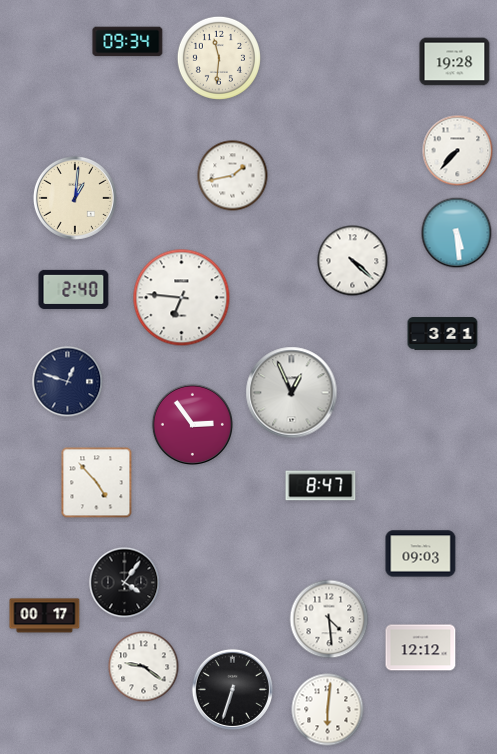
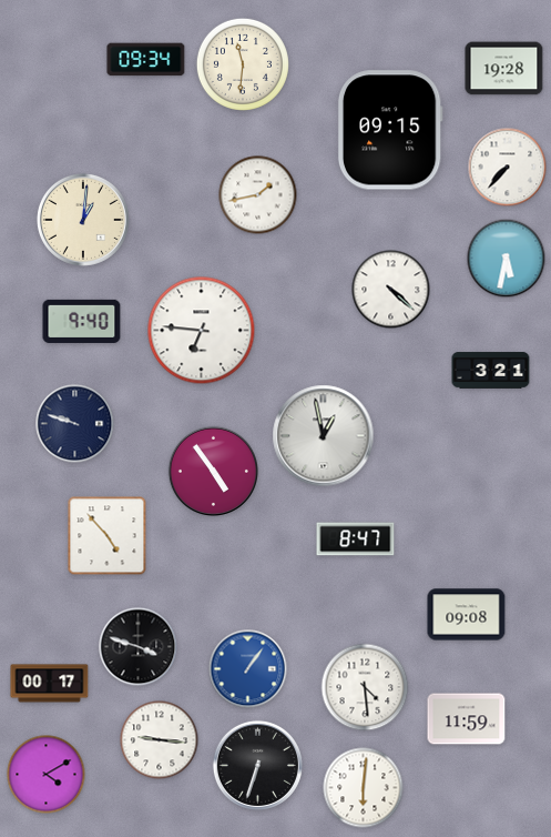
clock at (128, 42) position: (128, 42) -> (146, 60)
clock at (390, 130): none -> 09:15
clock at (457, 233): 5:29 -> 5:32
clock at (74, 289): 2:40 -> 9:40
clock at (68, 382): 12:48 -> 9:48
clock at (292, 393): 12:56 -> 12:58
clock at (192, 424): 2:54 -> 4:54
clock at (421, 554): 09:03 -> 09:08
clock at (125, 583): 4:06 -> 3:48
clock at (248, 669): none -> 1:06
clock at (421, 648): 12:12 -> 11:59
clock at (144, 667): 9:21 -> 9:16
clock at (47, 775): none -> 4:10
